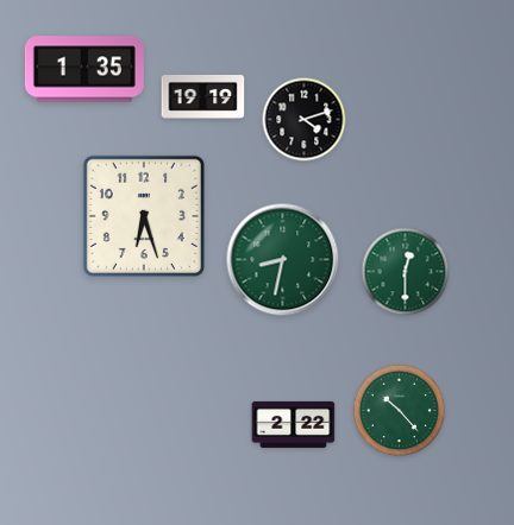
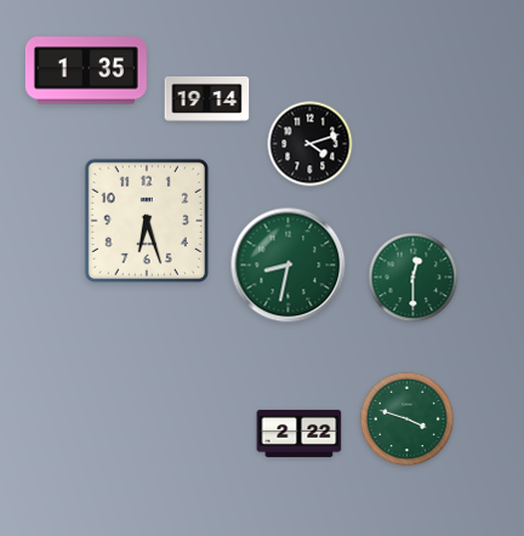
clock at (203, 97): 19:19 -> 19:14
clock at (305, 120) position: (305, 120) -> (311, 144)
clock at (400, 411): 10:23 -> 3:48
